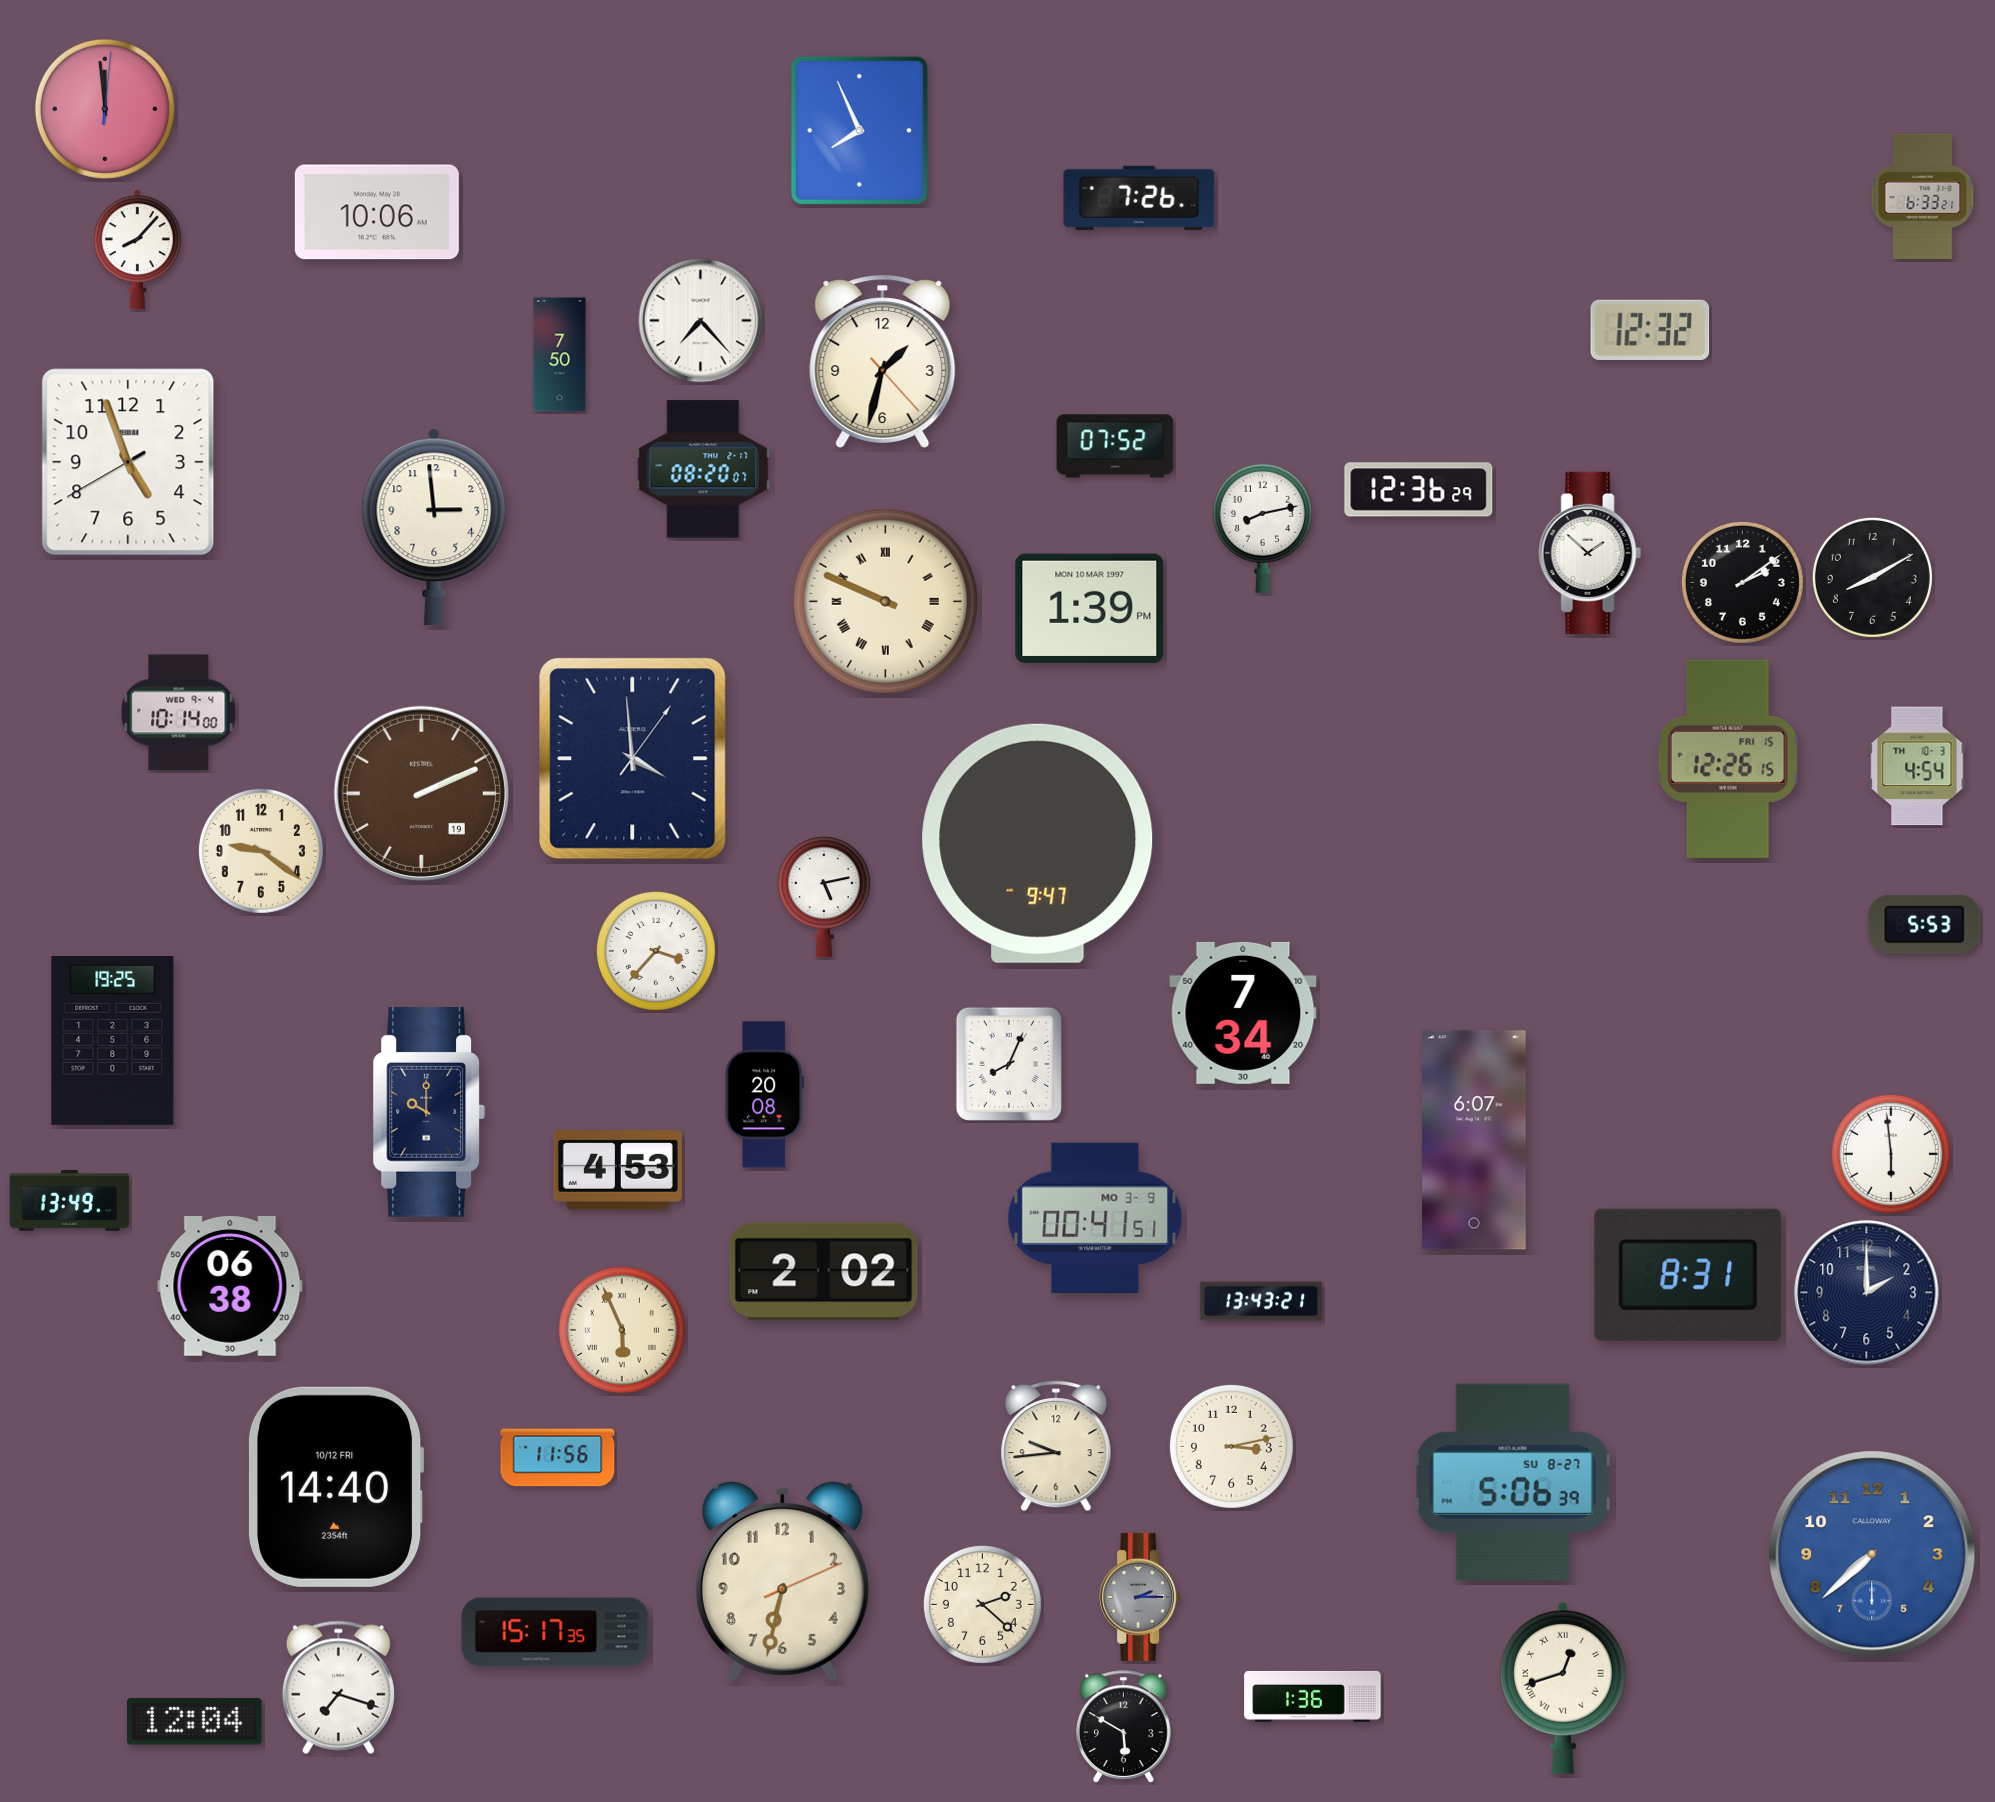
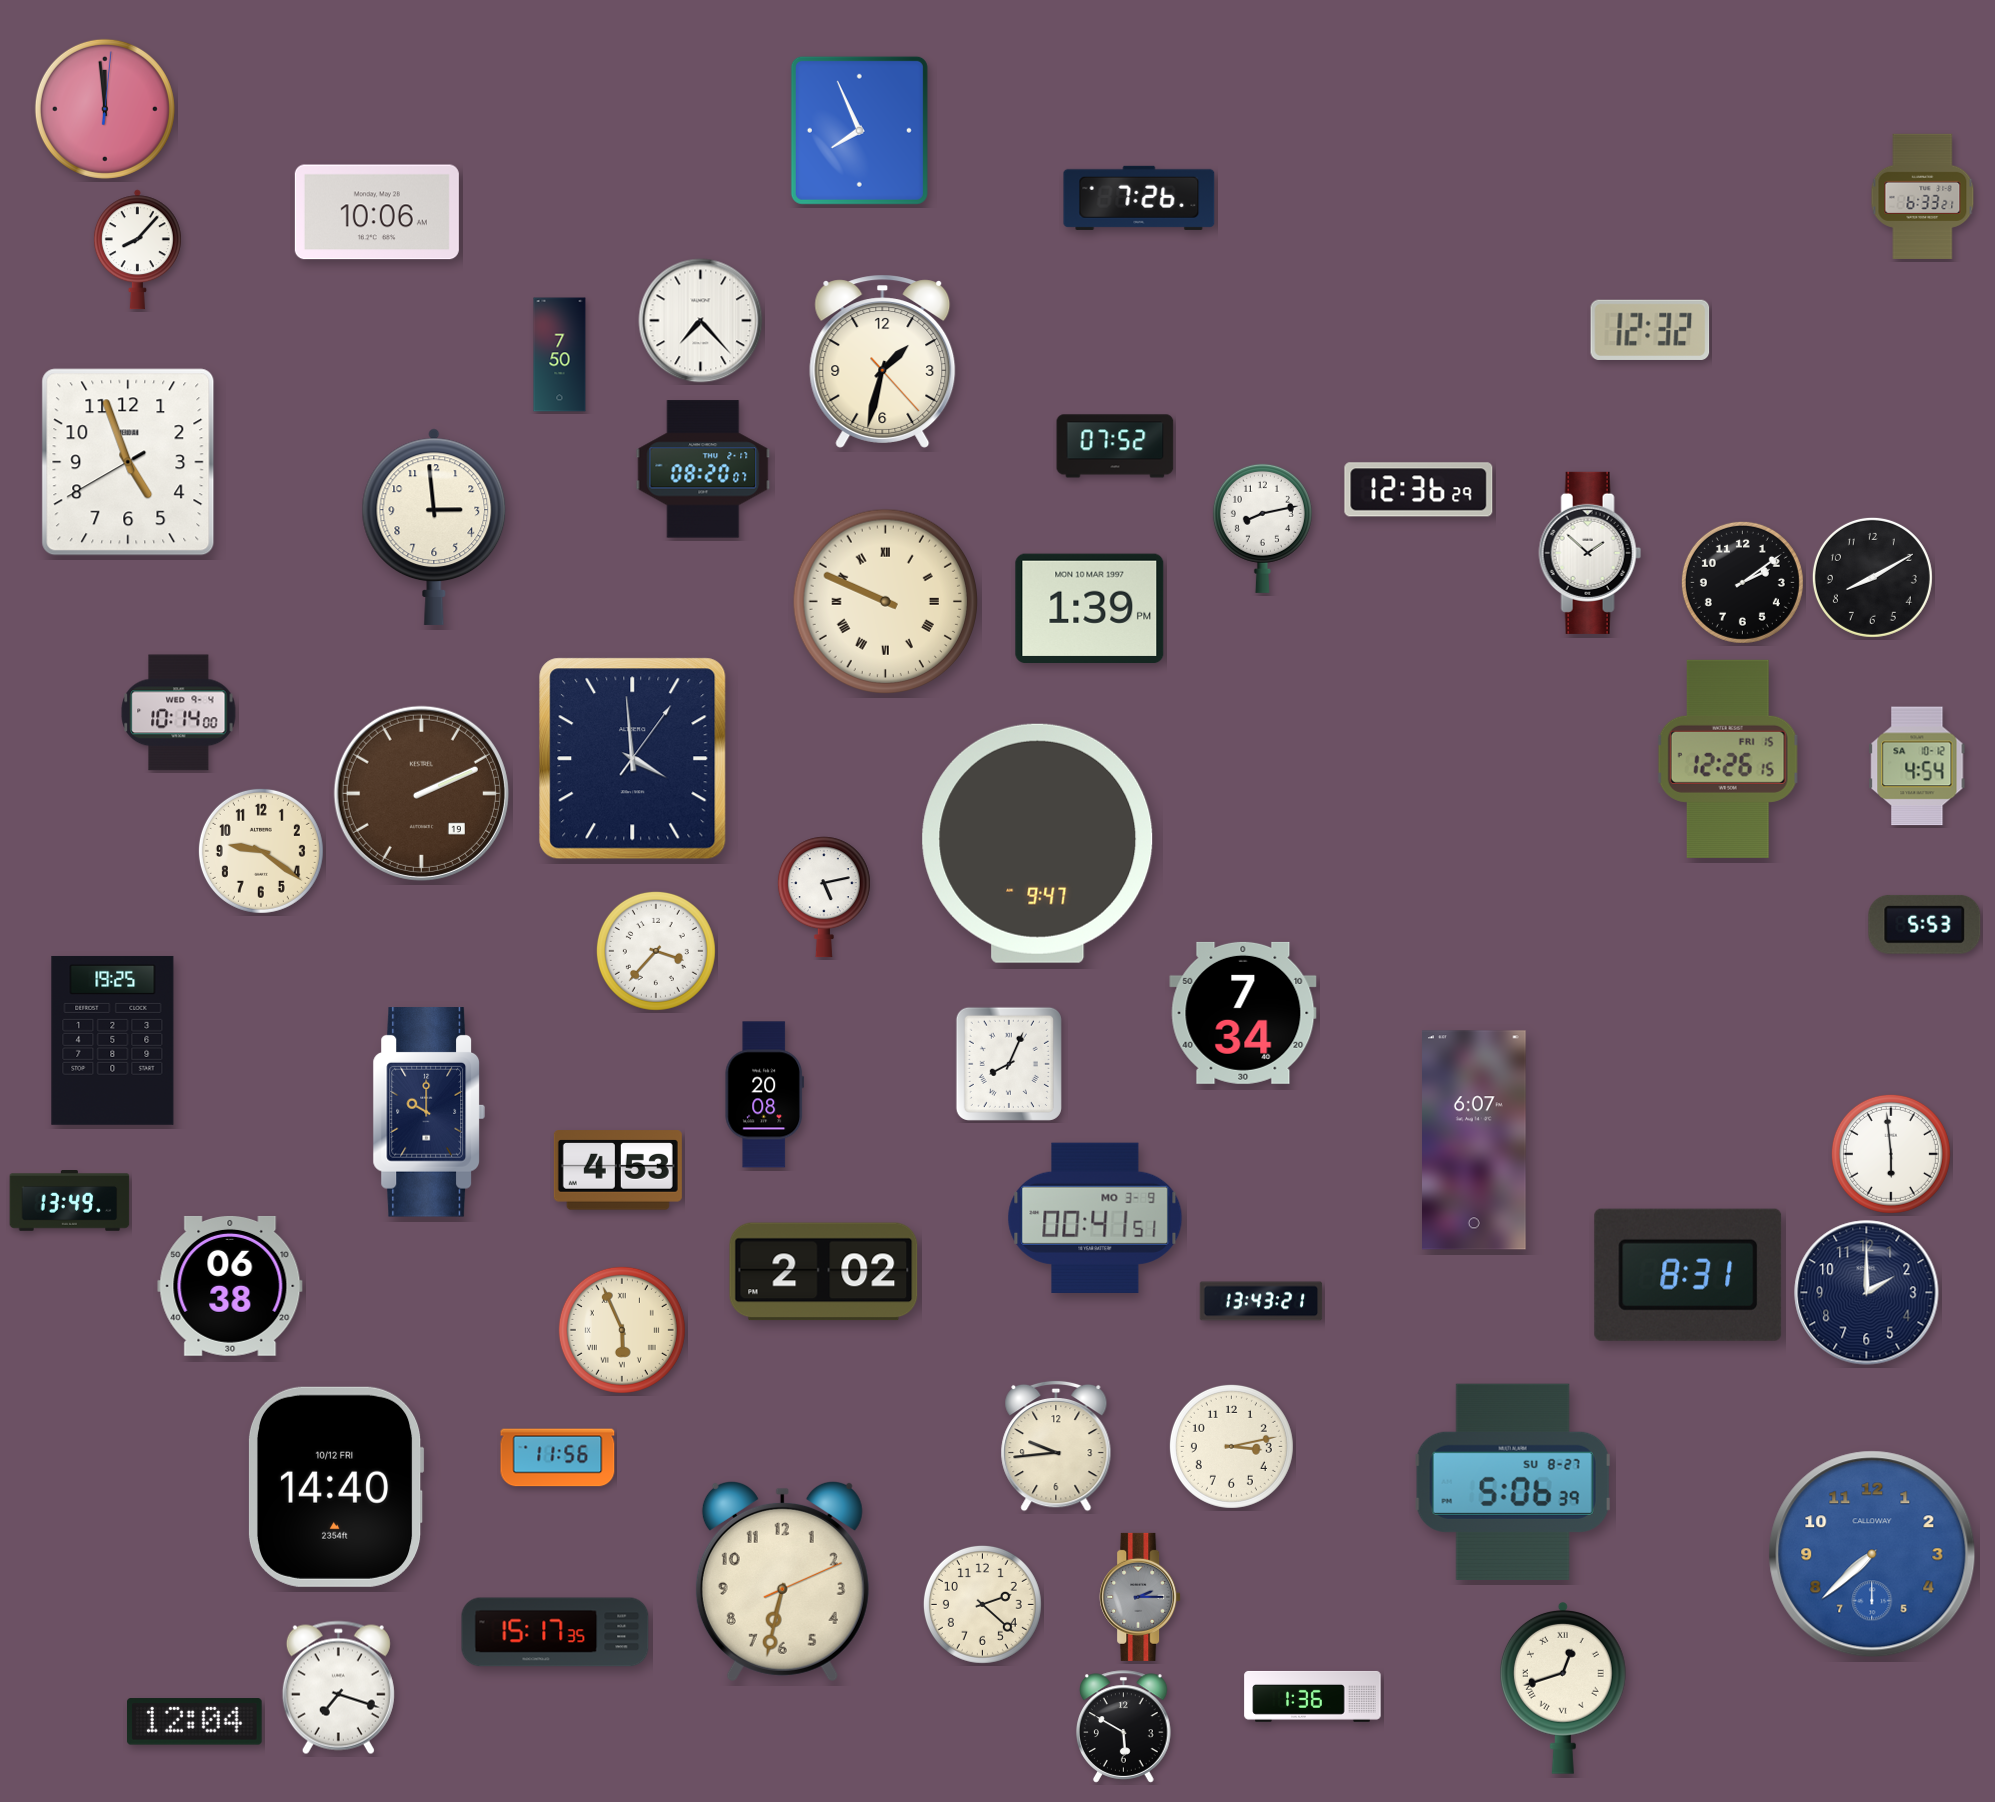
clock at (1917, 766) date: TH 10-3 -> SA 10-12
